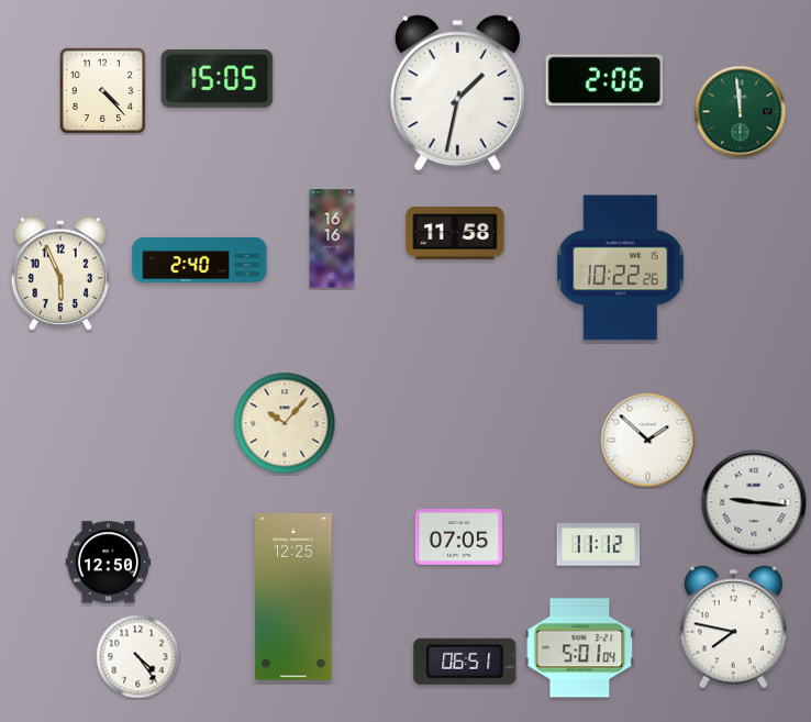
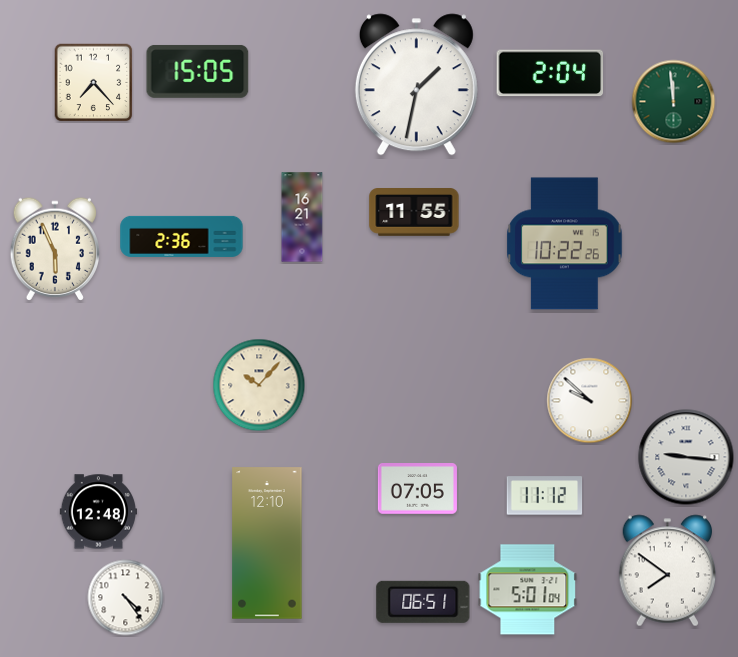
clock at (604, 80): 2:06 -> 2:04
clock at (103, 91): 4:23 -> 7:23
clock at (455, 234): 11:58 -> 11:55
clock at (332, 238): 16:16 -> 16:21
clock at (200, 259): 2:40 -> 2:36
clock at (648, 441): 1:52 -> 9:52
clock at (109, 563): 12:50 -> 12:48
clock at (293, 597): 12:25 -> 12:10
clock at (734, 627): 7:47 -> 7:51
